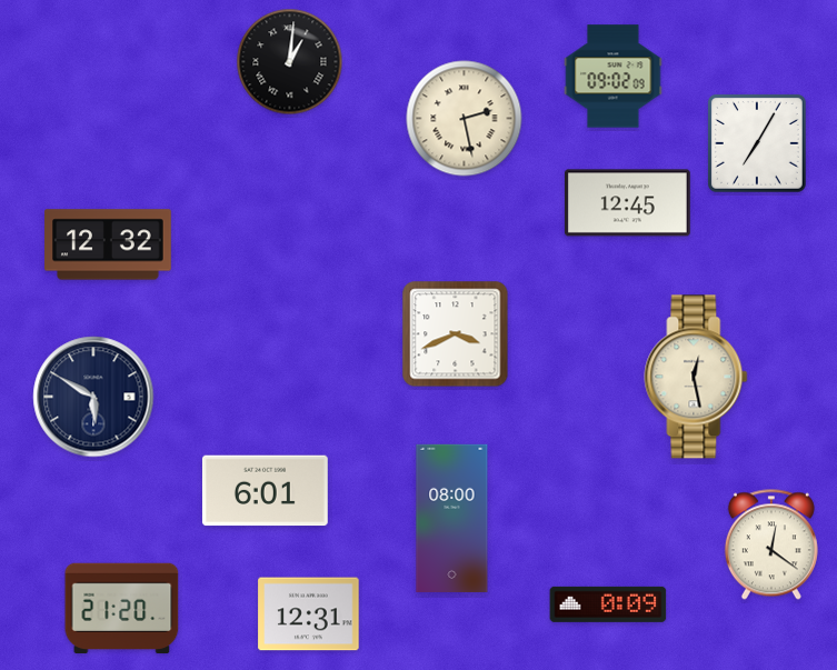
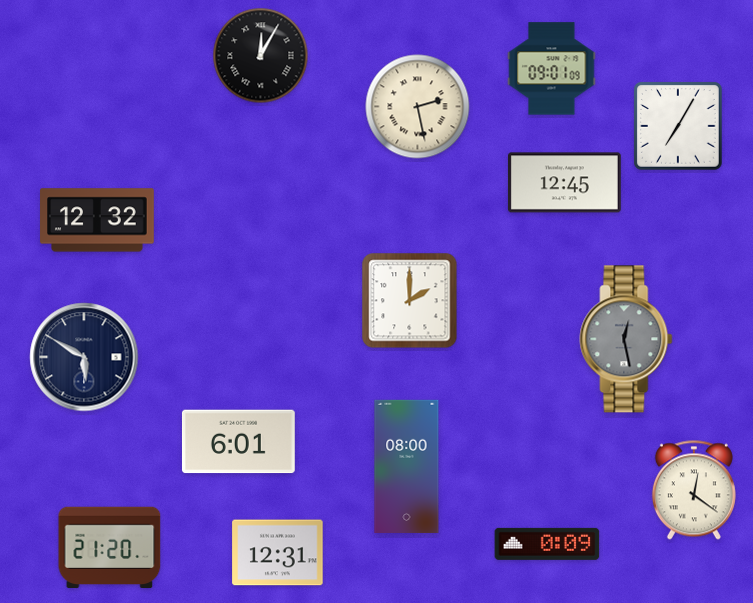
clock at (290, 62): 1:01 -> 12:05
clock at (614, 77): 09:02 -> 09:01
clock at (758, 144) position: (758, 144) -> (679, 127)
clock at (456, 334): 3:41 -> 2:00
clock at (696, 377) dial: cream -> grey
